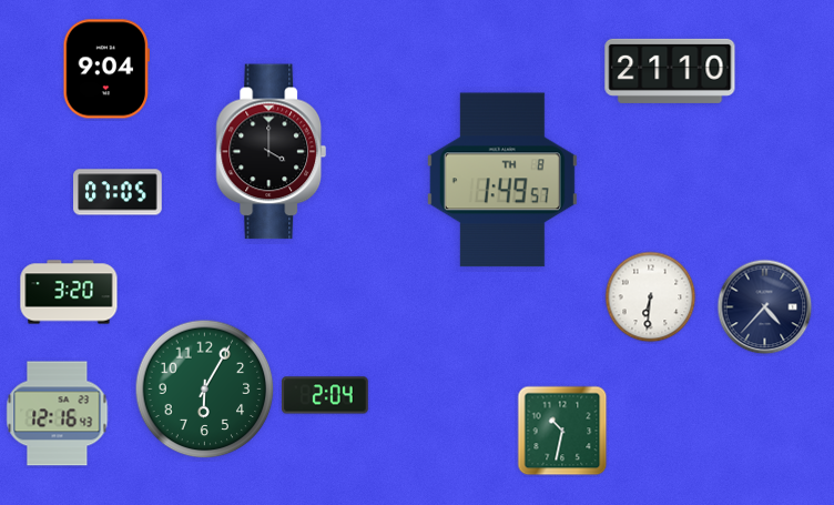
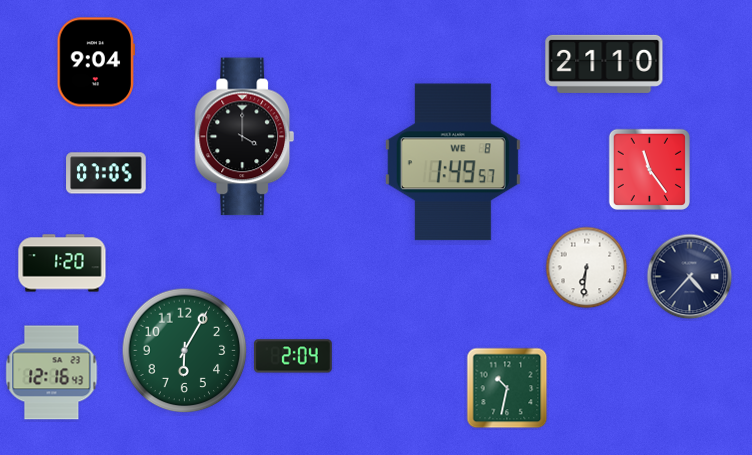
clock at (502, 180) date: TH 8 -> WE 8
clock at (649, 169): none -> 11:24
clock at (69, 292): 3:20 -> 1:20
